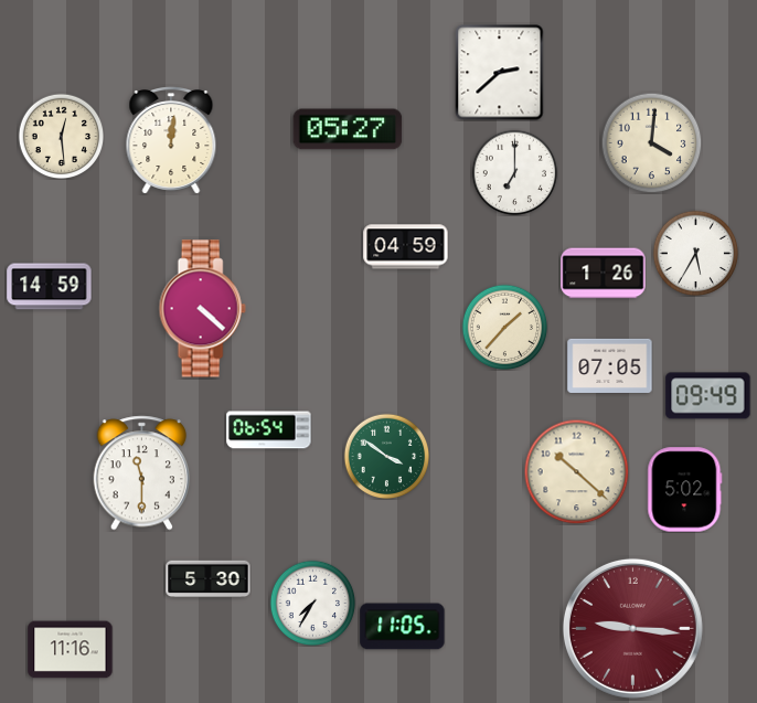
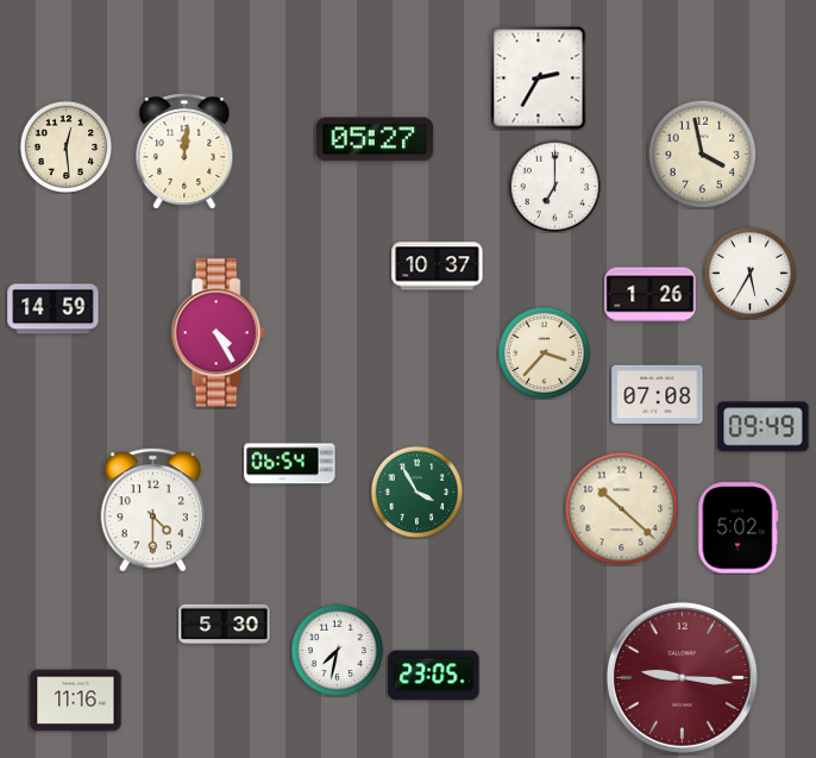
clock at (500, 73): 2:38 -> 2:35
clock at (651, 142): 4:01 -> 3:58
clock at (406, 247): 04:59 -> 10:37
clock at (202, 309): 4:22 -> 4:25
clock at (504, 327): 1:37 -> 3:37
clock at (610, 365): 07:05 -> 07:08
clock at (386, 456): 3:51 -> 3:55
clock at (142, 473): 11:30 -> 4:30
clock at (312, 603): 7:35 -> 7:32
clock at (403, 627): 11:05 -> 23:05
